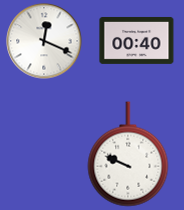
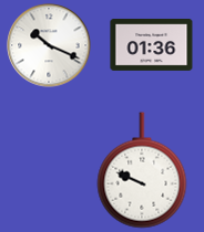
clock at (137, 40): 00:40 -> 01:36
clock at (44, 41): 12:19 -> 10:19
